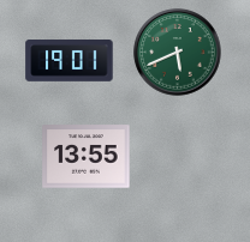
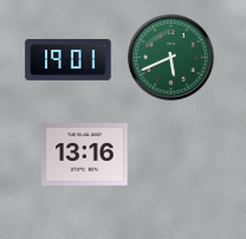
clock at (178, 53) position: (178, 53) -> (171, 58)
clock at (87, 157): 13:55 -> 13:16
